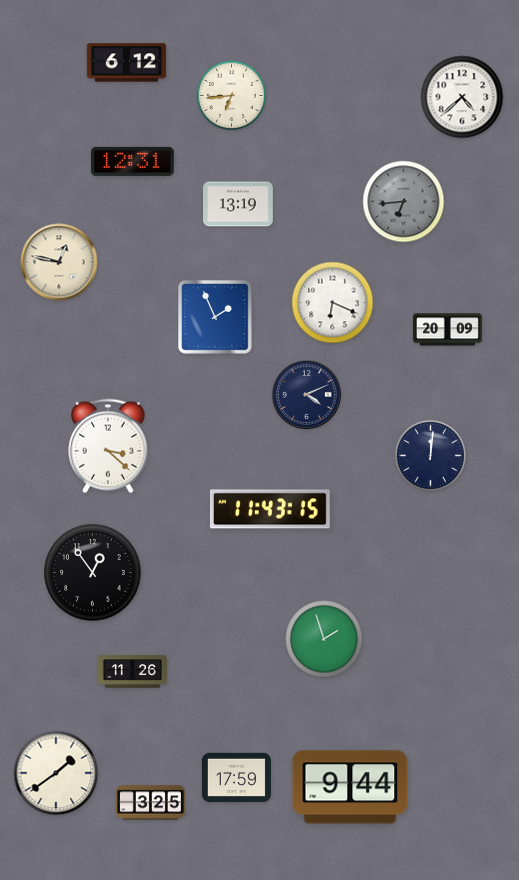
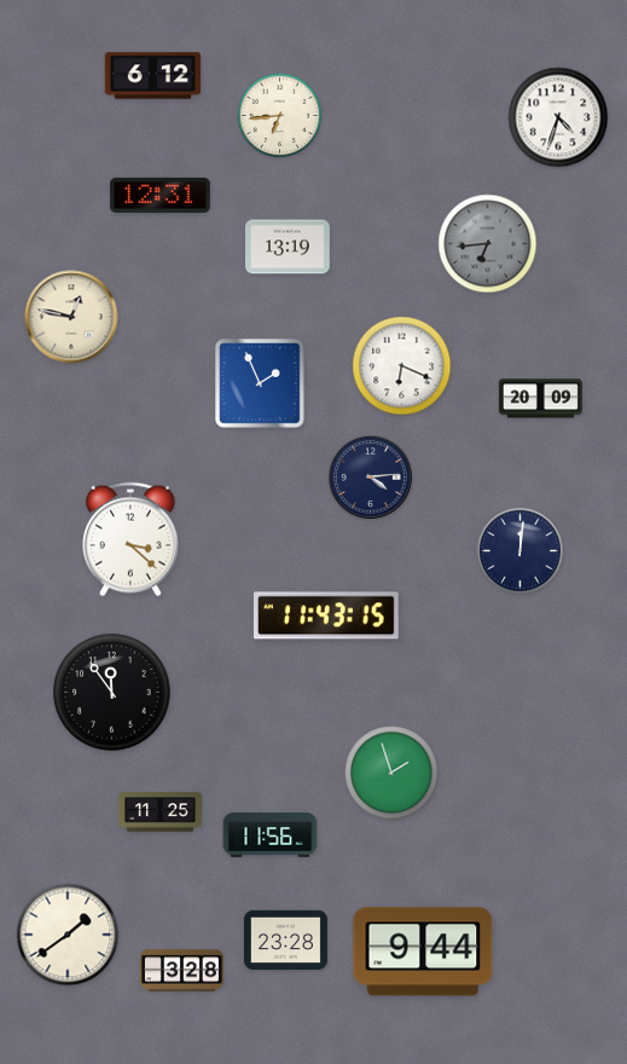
clock at (462, 97): 4:38 -> 4:33
clock at (307, 395): 4:11 -> 4:14
clock at (93, 573): 12:54 -> 11:54
clock at (132, 672): 11:26 -> 11:25
clock at (271, 835): none -> 11:56
clock at (236, 778): 17:59 -> 23:28
clock at (150, 803): 3:25 -> 3:28
